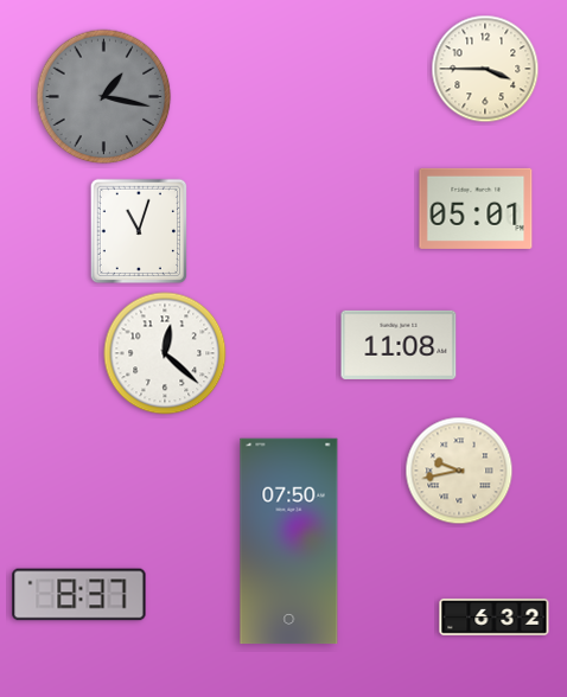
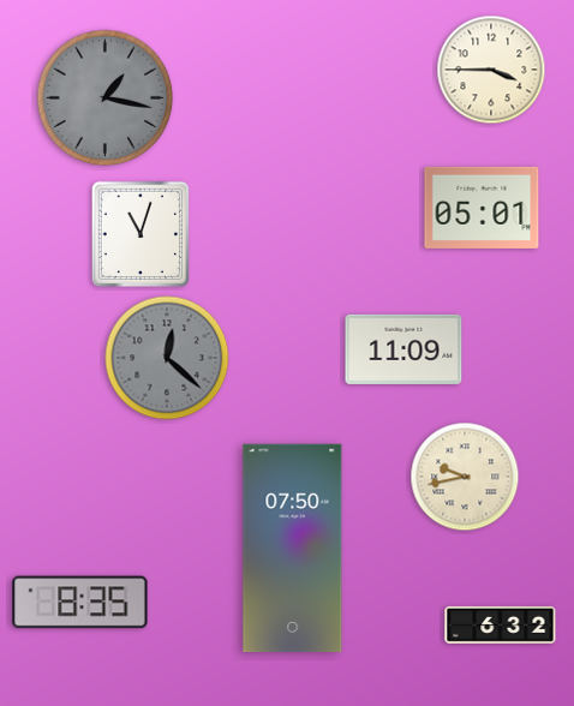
clock at (476, 209) position: (476, 209) -> (482, 208)
clock at (399, 345): 11:08 -> 11:09
clock at (165, 353) dial: white -> grey
clock at (79, 595): 8:37 -> 8:35
